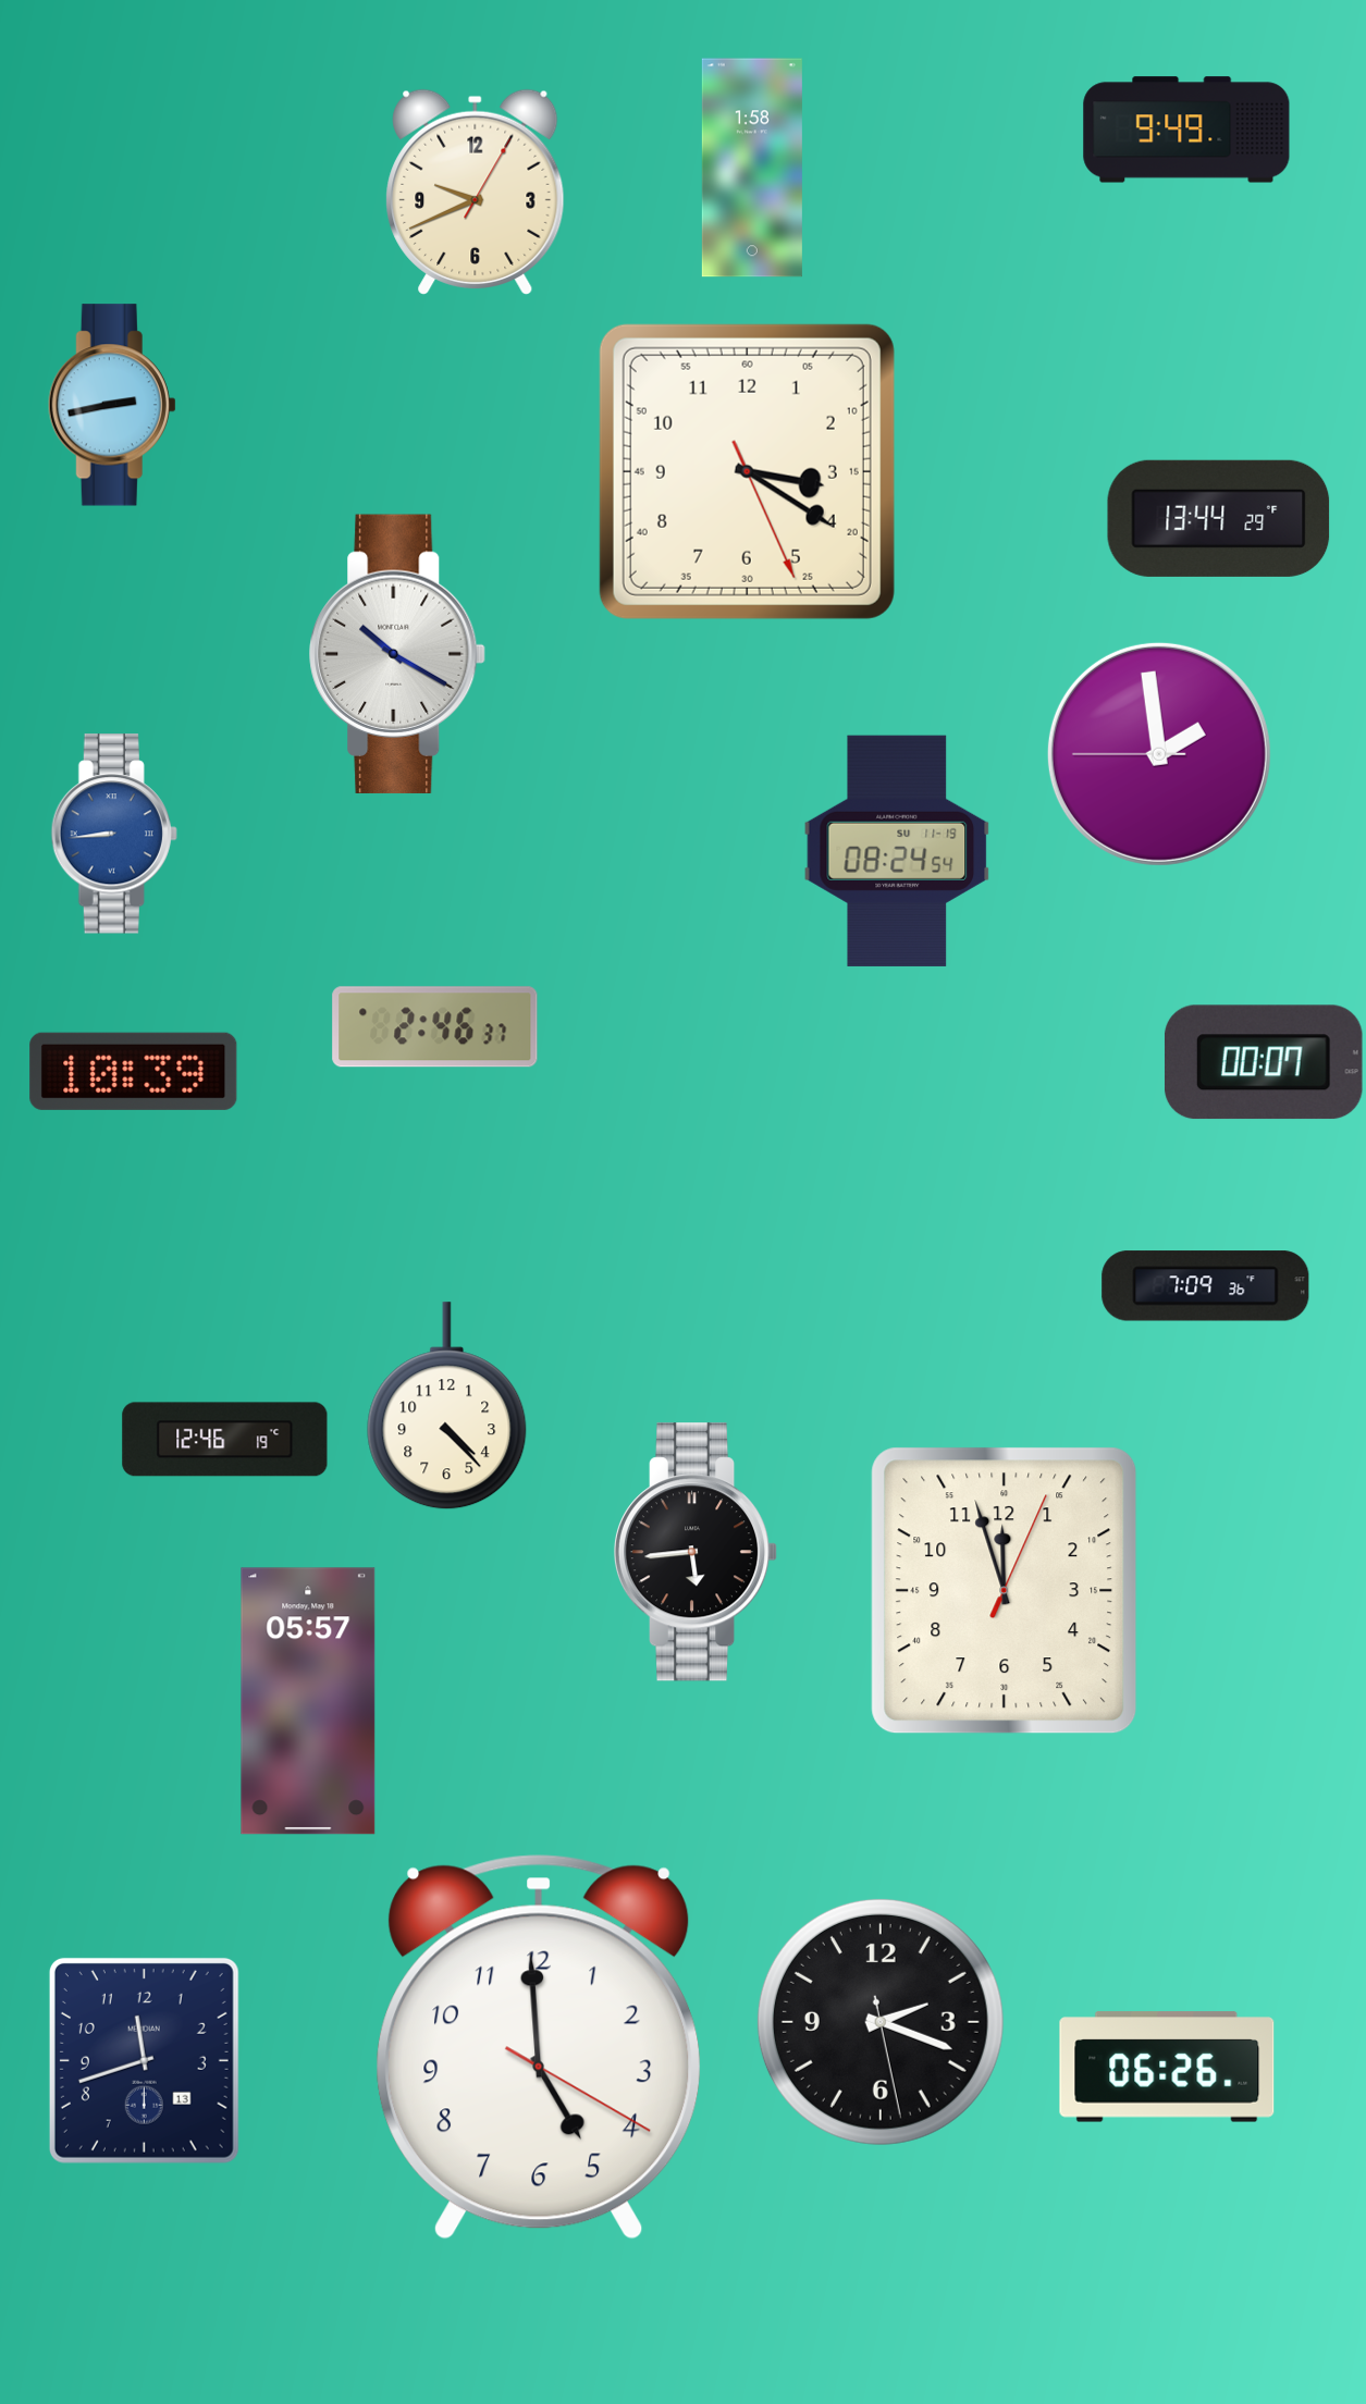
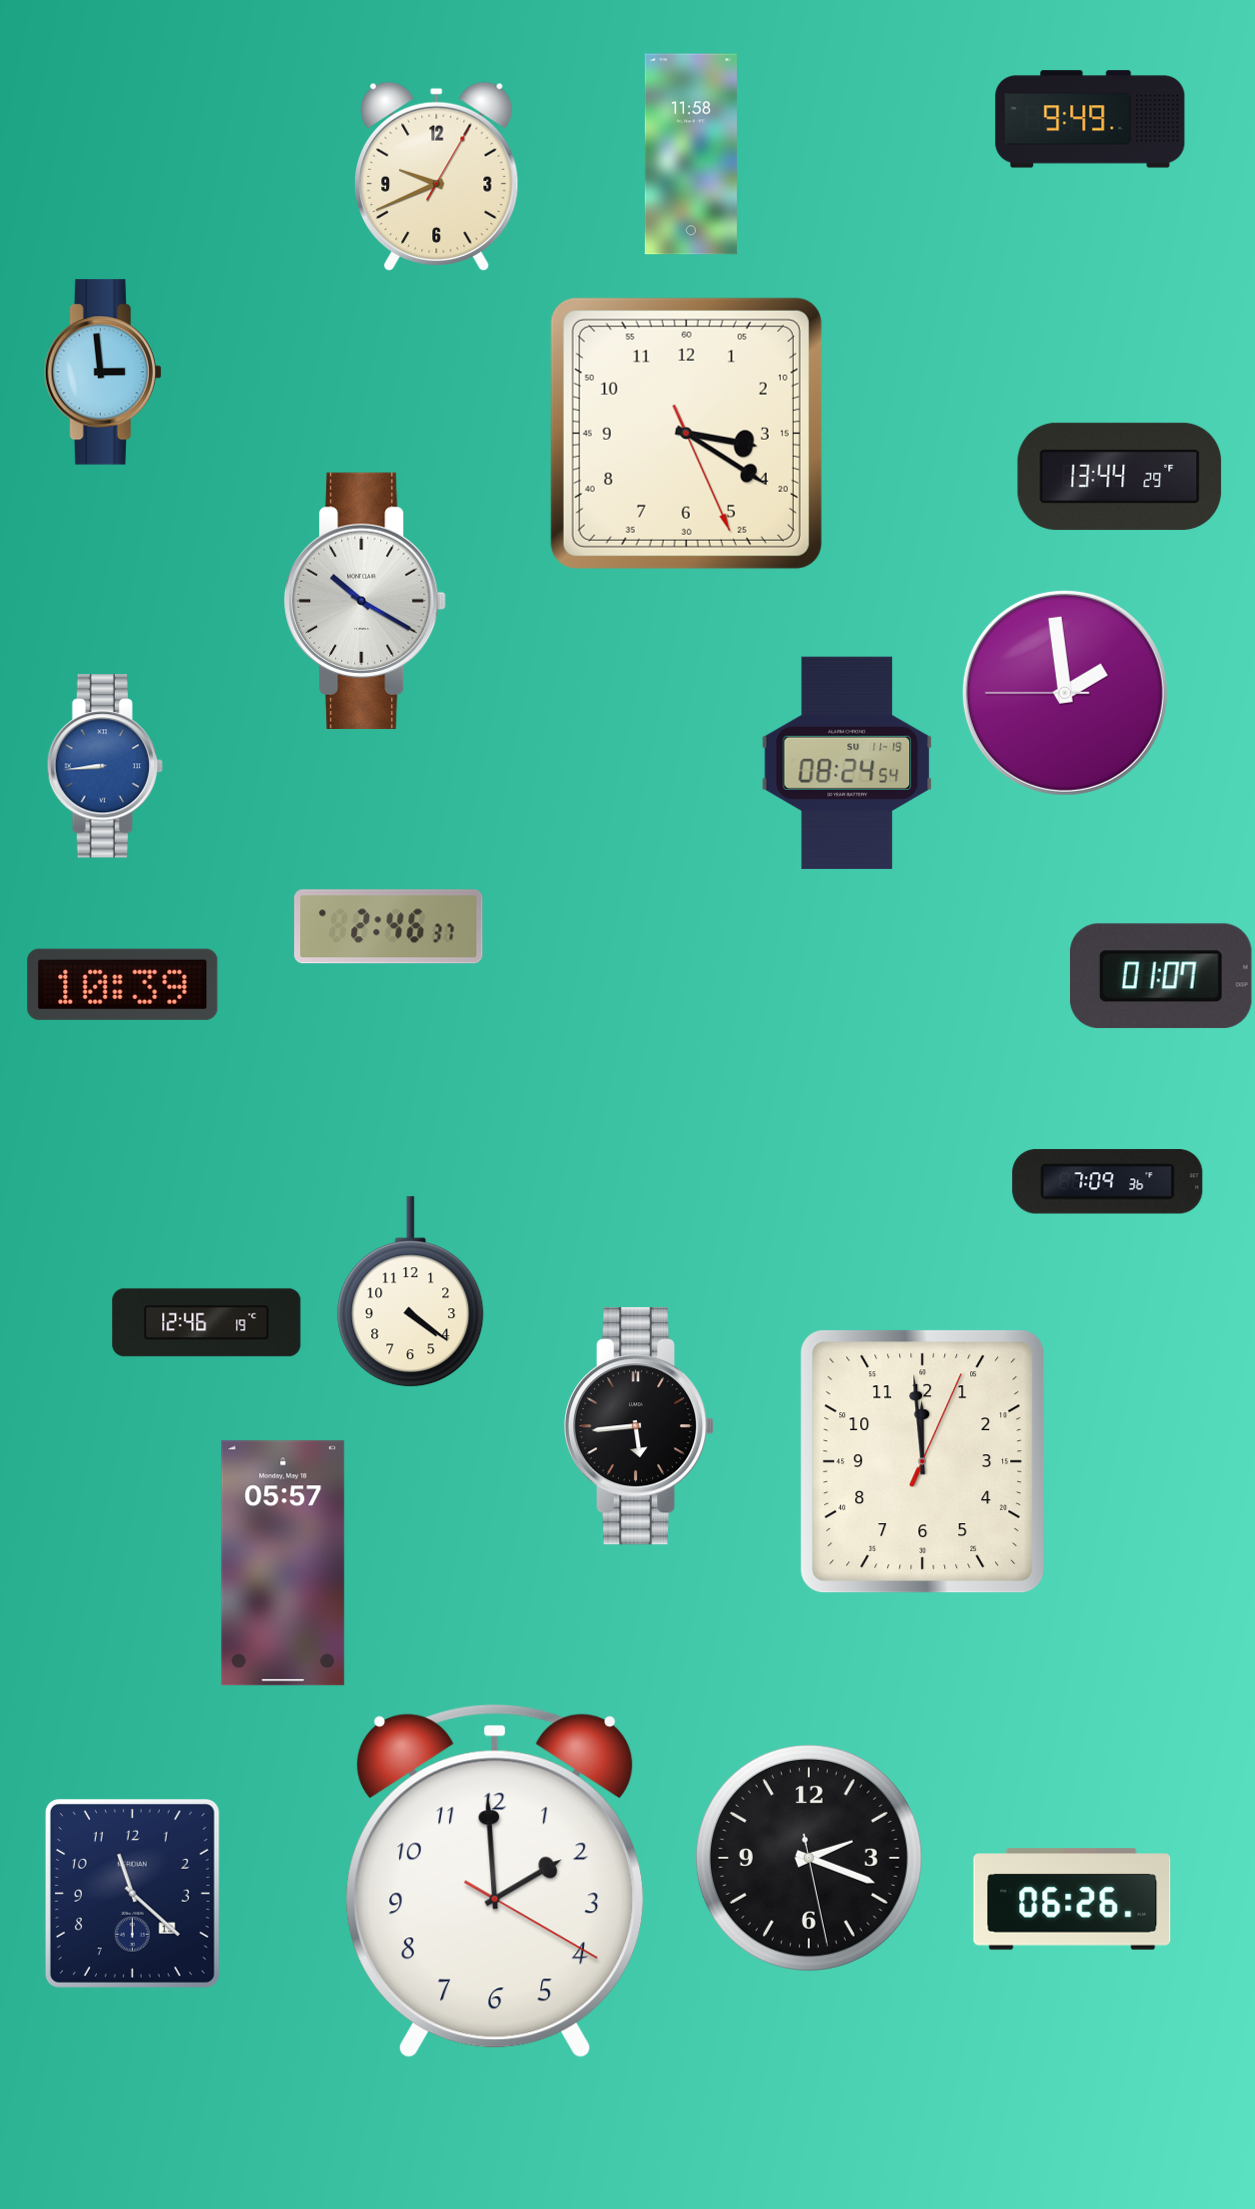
clock at (752, 168): 1:58 -> 11:58
clock at (112, 405): 2:43 -> 2:59
clock at (897, 851) position: (897, 851) -> (847, 763)
clock at (435, 1027) position: (435, 1027) -> (389, 927)
clock at (1264, 1062): 00:07 -> 01:07
clock at (447, 1406): 4:23 -> 4:21
clock at (1005, 1591): 11:57 -> 11:59
clock at (539, 2047): 4:59 -> 1:59
clock at (144, 2060): 11:42 -> 11:22
